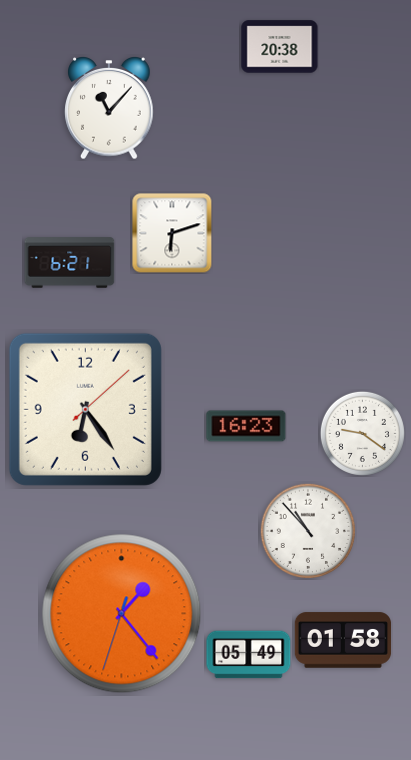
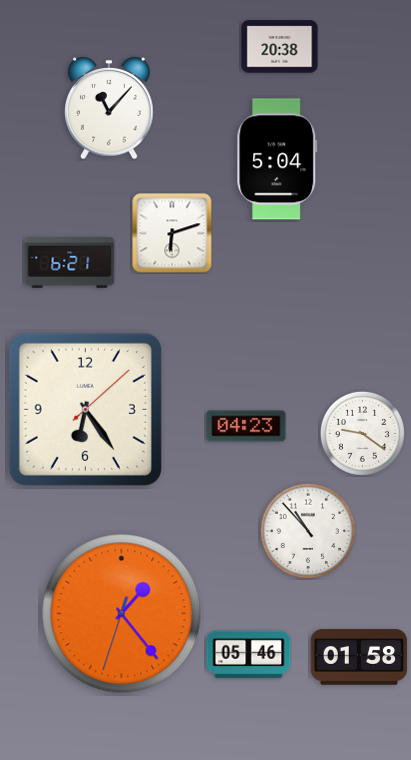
clock at (277, 159): none -> 5:04
clock at (246, 426): 16:23 -> 04:23
clock at (343, 640) position: (343, 640) -> (359, 657)
clock at (249, 655): 05:49 -> 05:46
